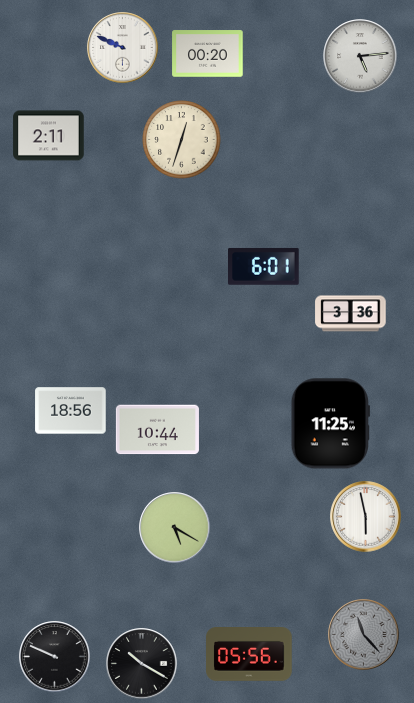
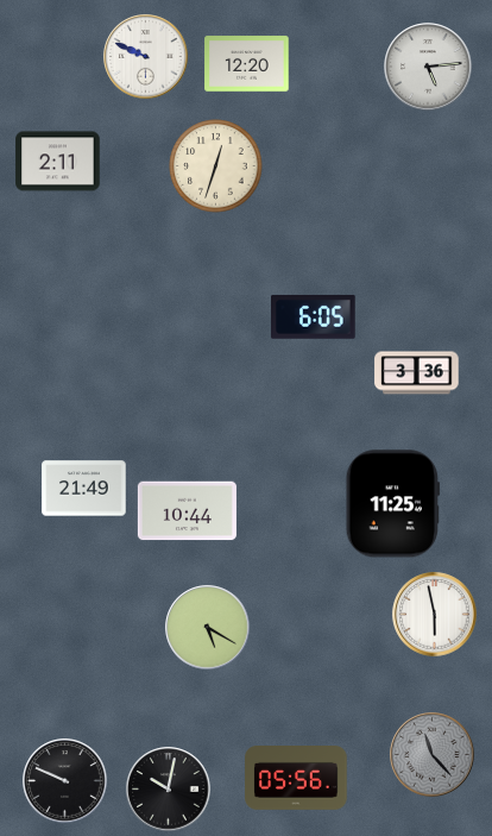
clock at (208, 54): 00:20 -> 12:20
clock at (264, 266): 6:01 -> 6:05
clock at (71, 411): 18:56 -> 21:49
clock at (142, 664): 10:20 -> 10:02
